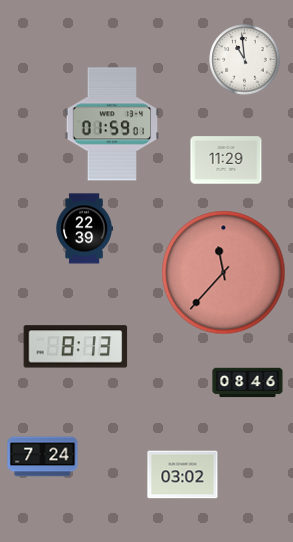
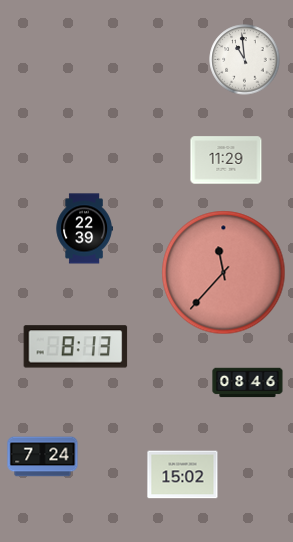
clock at (111, 124): 01:59 -> none
clock at (183, 475): 03:02 -> 15:02
